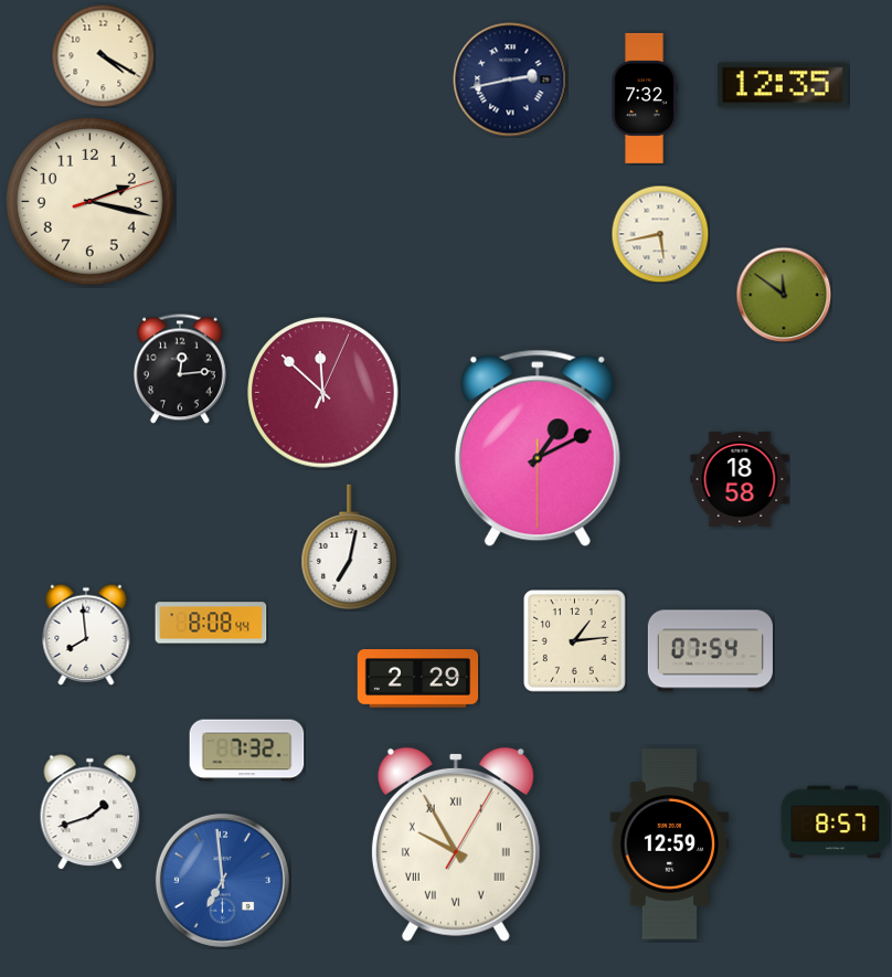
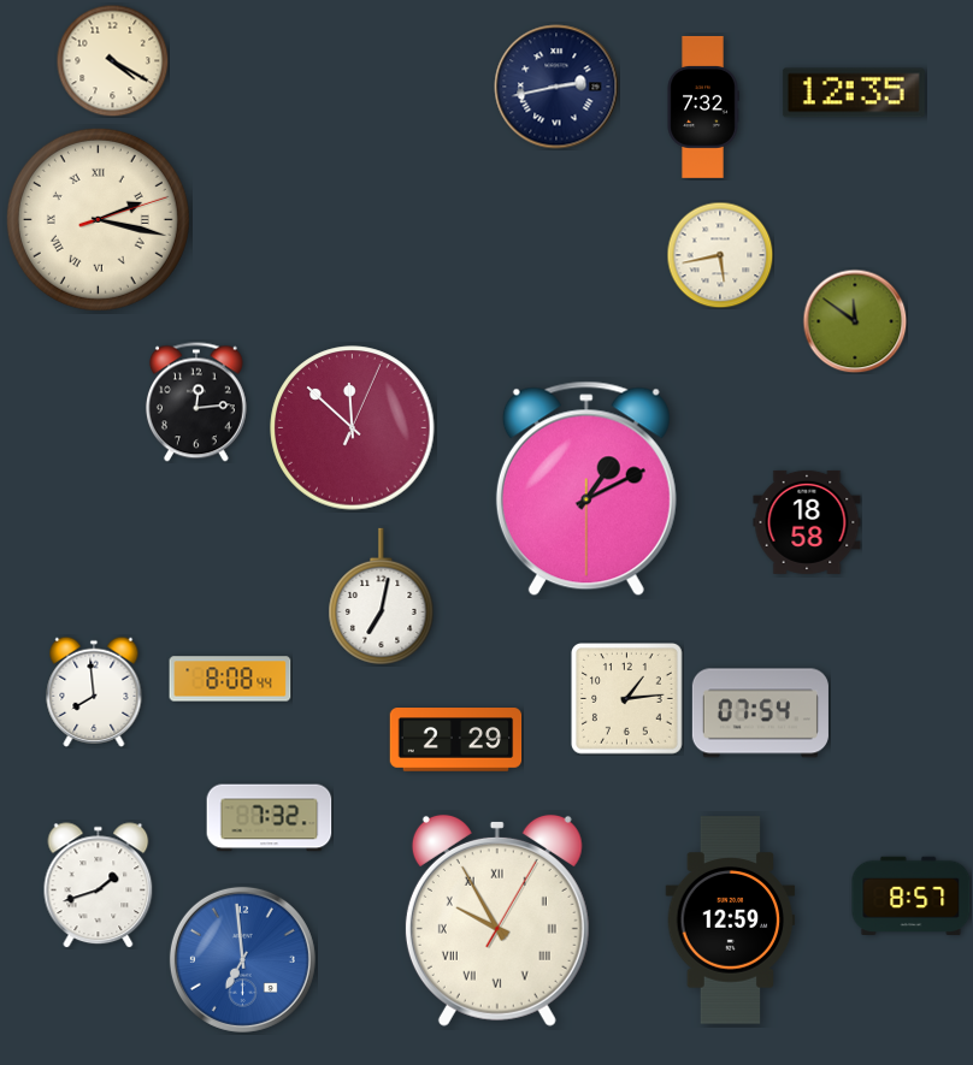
clock at (89, 201) numerals: Arabic -> Roman
clock at (710, 651) position: (710, 651) -> (760, 714)
